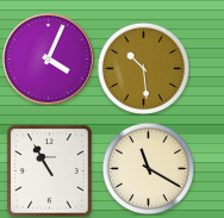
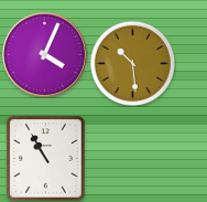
clock at (148, 168): 11:20 -> none
